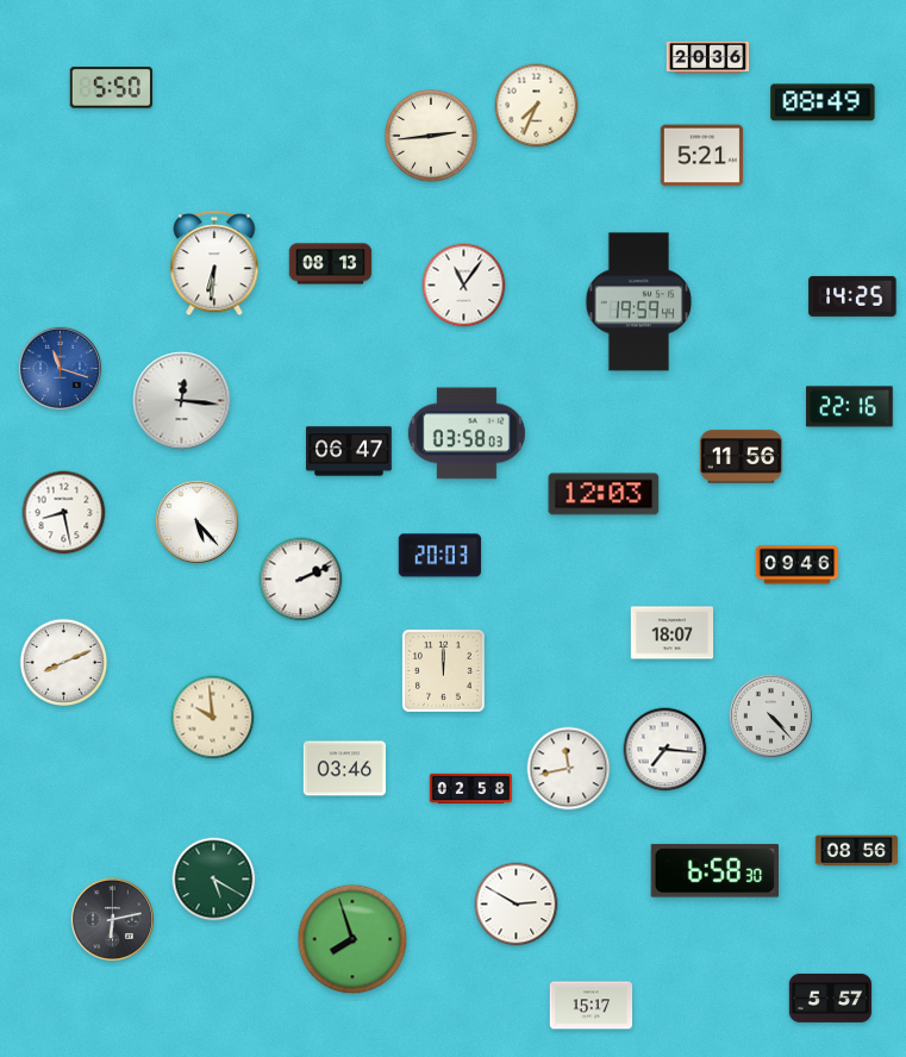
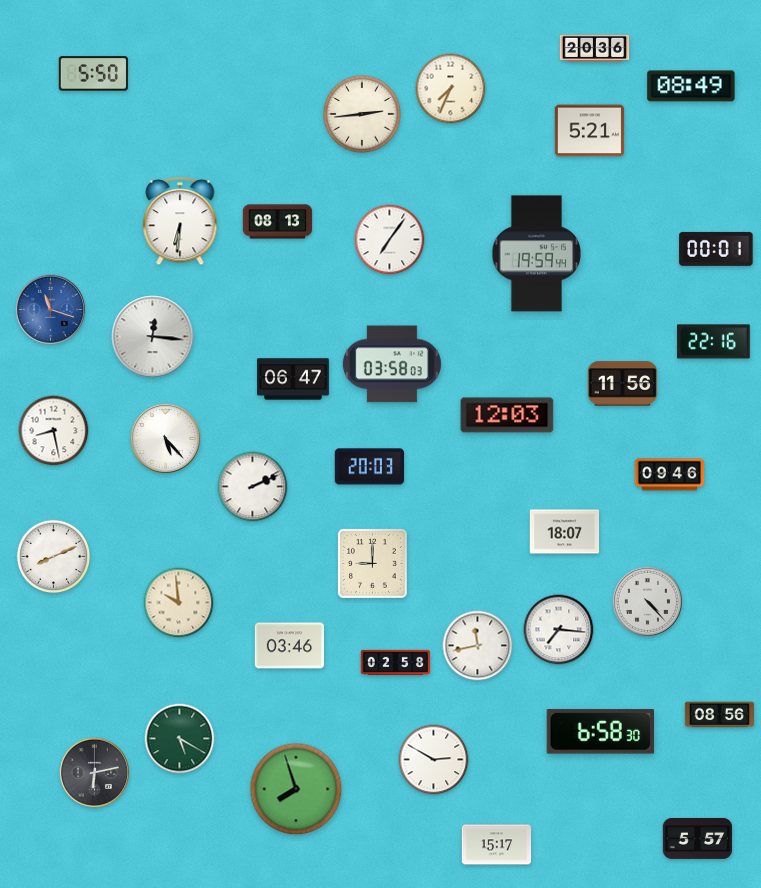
clock at (464, 286): 11:06 -> 7:06
clock at (852, 296): 14:25 -> 00:01
clock at (444, 671): 12:00 -> 9:00
